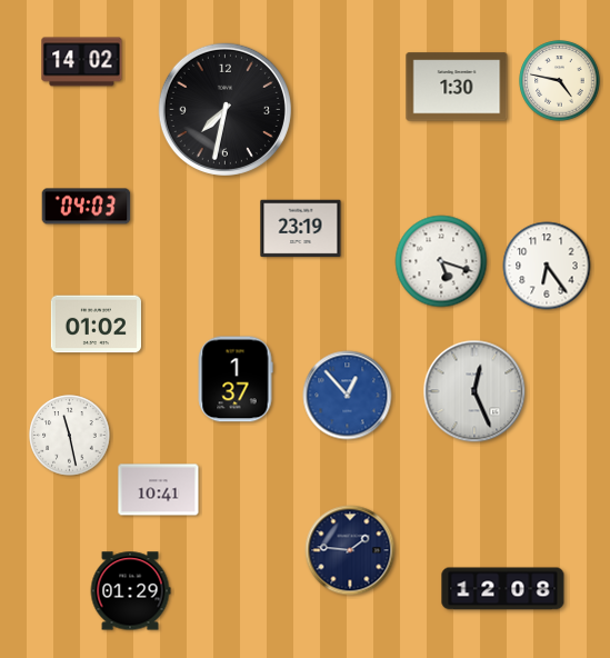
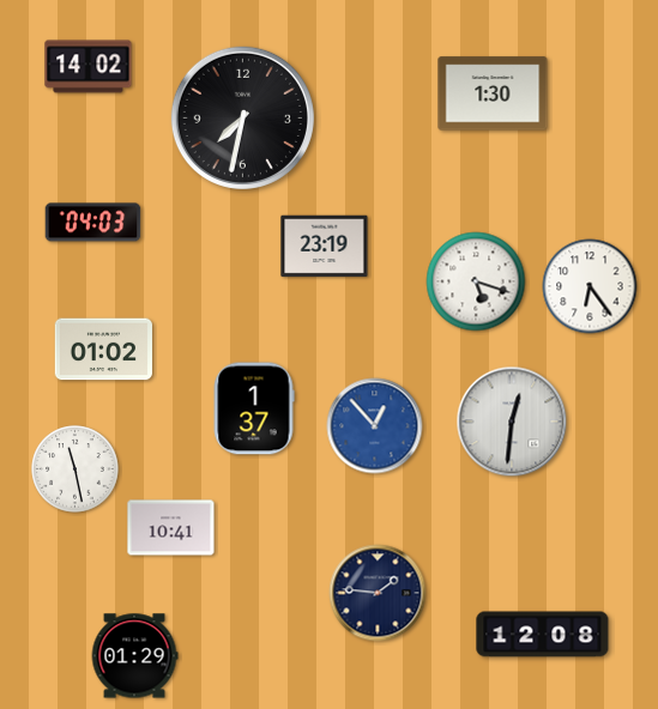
clock at (560, 81): 4:47 -> none
clock at (474, 391): 12:26 -> 12:31
clock at (130, 591) position: (130, 591) -> (134, 656)
